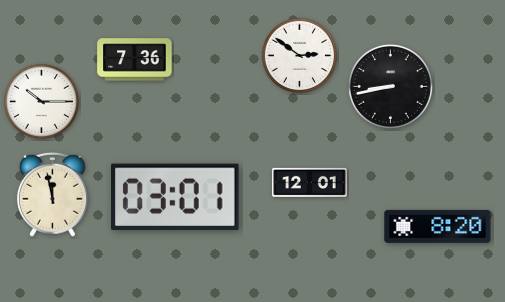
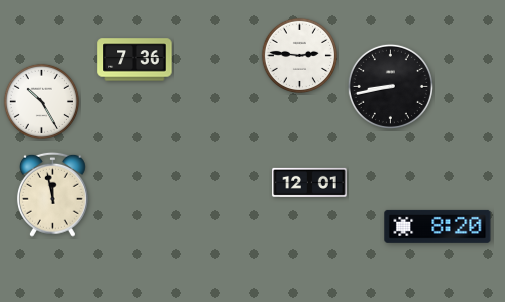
clock at (299, 55): 2:51 -> 2:46
clock at (41, 101): 10:15 -> 10:25
clock at (176, 197): 03:01 -> none
